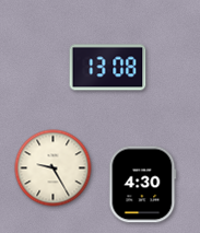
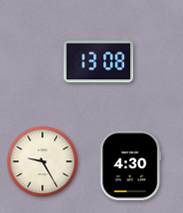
clock at (54, 168) position: (54, 168) -> (43, 162)
clock at (143, 185) position: (143, 185) -> (131, 166)
